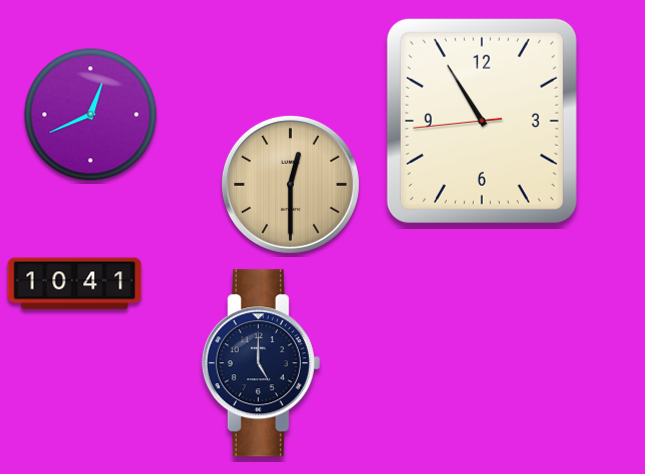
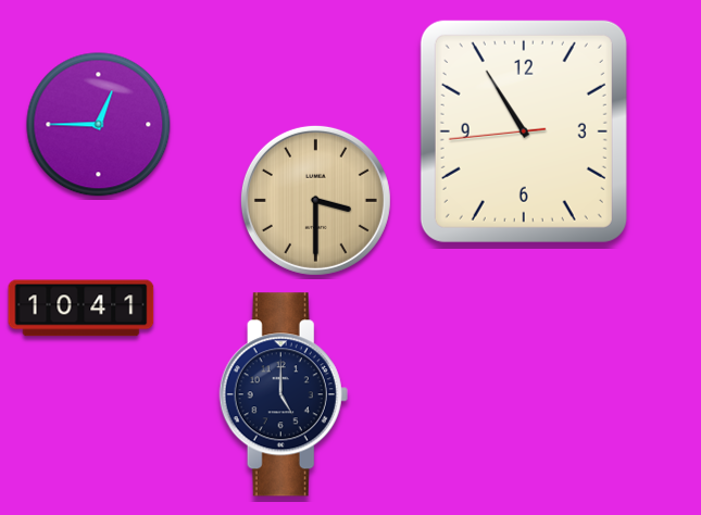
clock at (91, 115): 12:41 -> 12:45
clock at (290, 184): 12:30 -> 3:30
